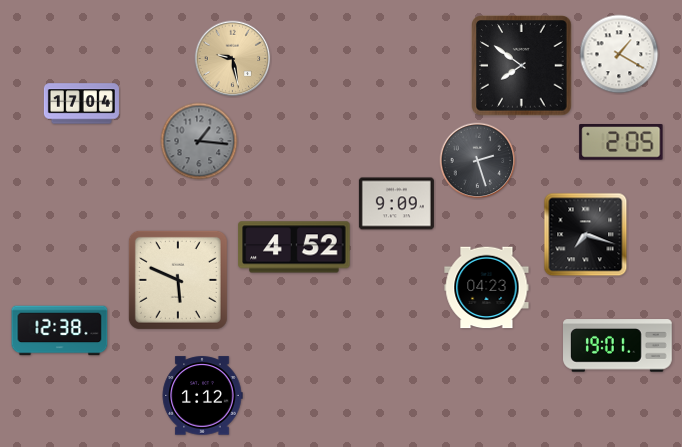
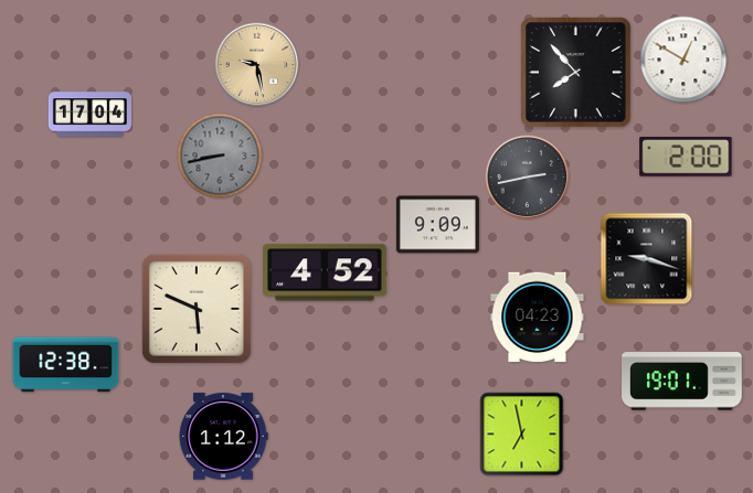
clock at (619, 54): 1:20 -> 12:50
clock at (522, 66): 7:51 -> 7:53
clock at (199, 141): 1:16 -> 8:43
clock at (621, 142): 2:05 -> 2:00
clock at (478, 161): 2:27 -> 2:43
clock at (586, 235): 7:18 -> 9:18
clock at (522, 435): none -> 6:58
